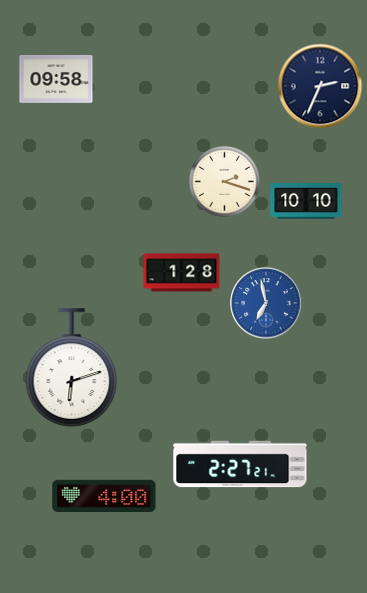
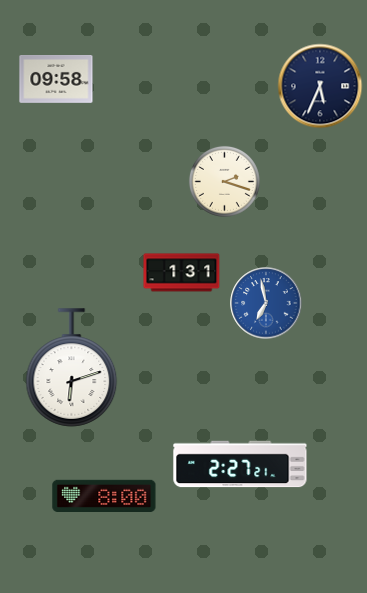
clock at (320, 86): 2:34 -> 5:34
clock at (306, 202): 10:10 -> none
clock at (182, 273): 1:28 -> 1:31
clock at (104, 495): 4:00 -> 8:00
